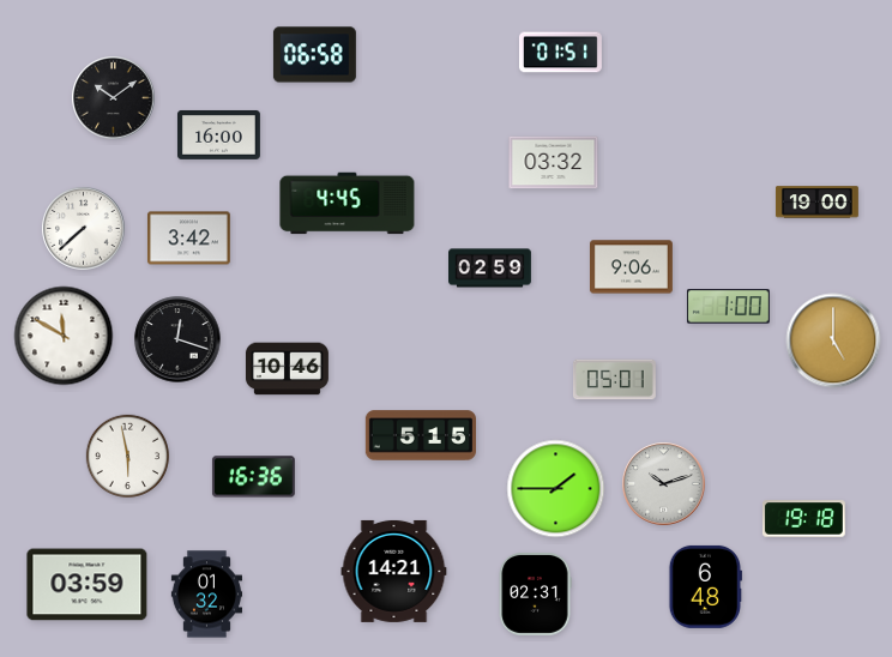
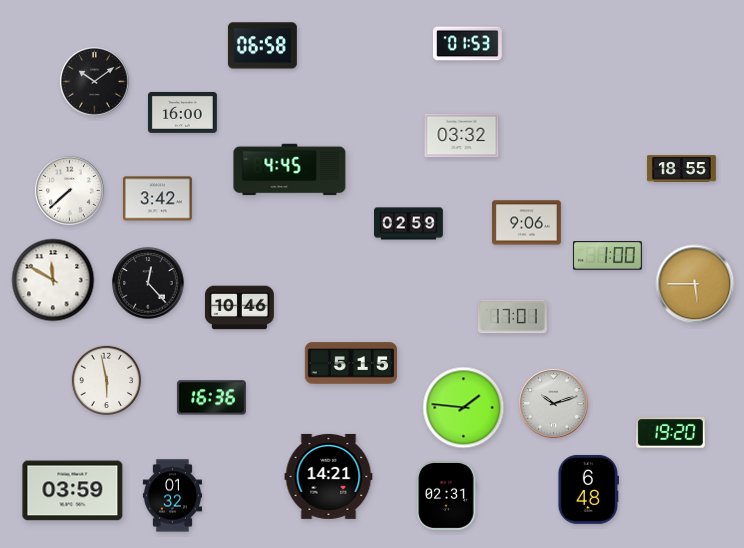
clock at (560, 53): 01:51 -> 01:53
clock at (816, 203): 19:00 -> 18:55
clock at (177, 339): 12:18 -> 12:23
clock at (833, 340): 5:00 -> 5:45
clock at (614, 380): 05:01 -> 17:01
clock at (556, 489): 1:45 -> 1:46
clock at (803, 519): 19:18 -> 19:20
clock at (88, 585) position: (88, 585) -> (73, 491)
